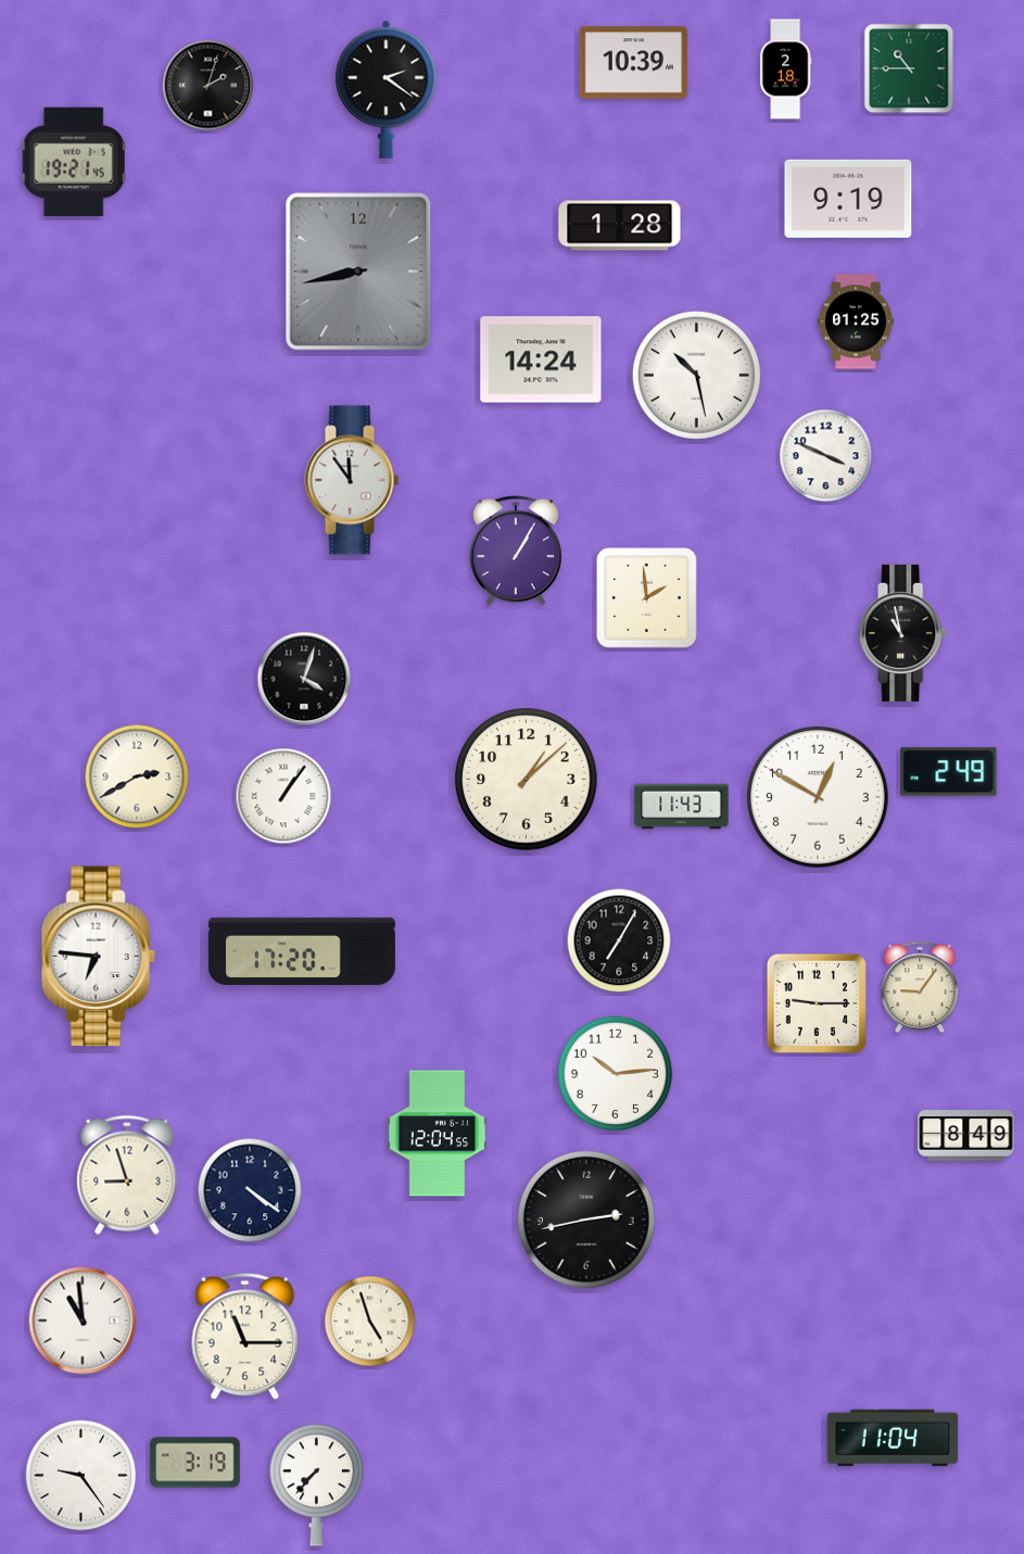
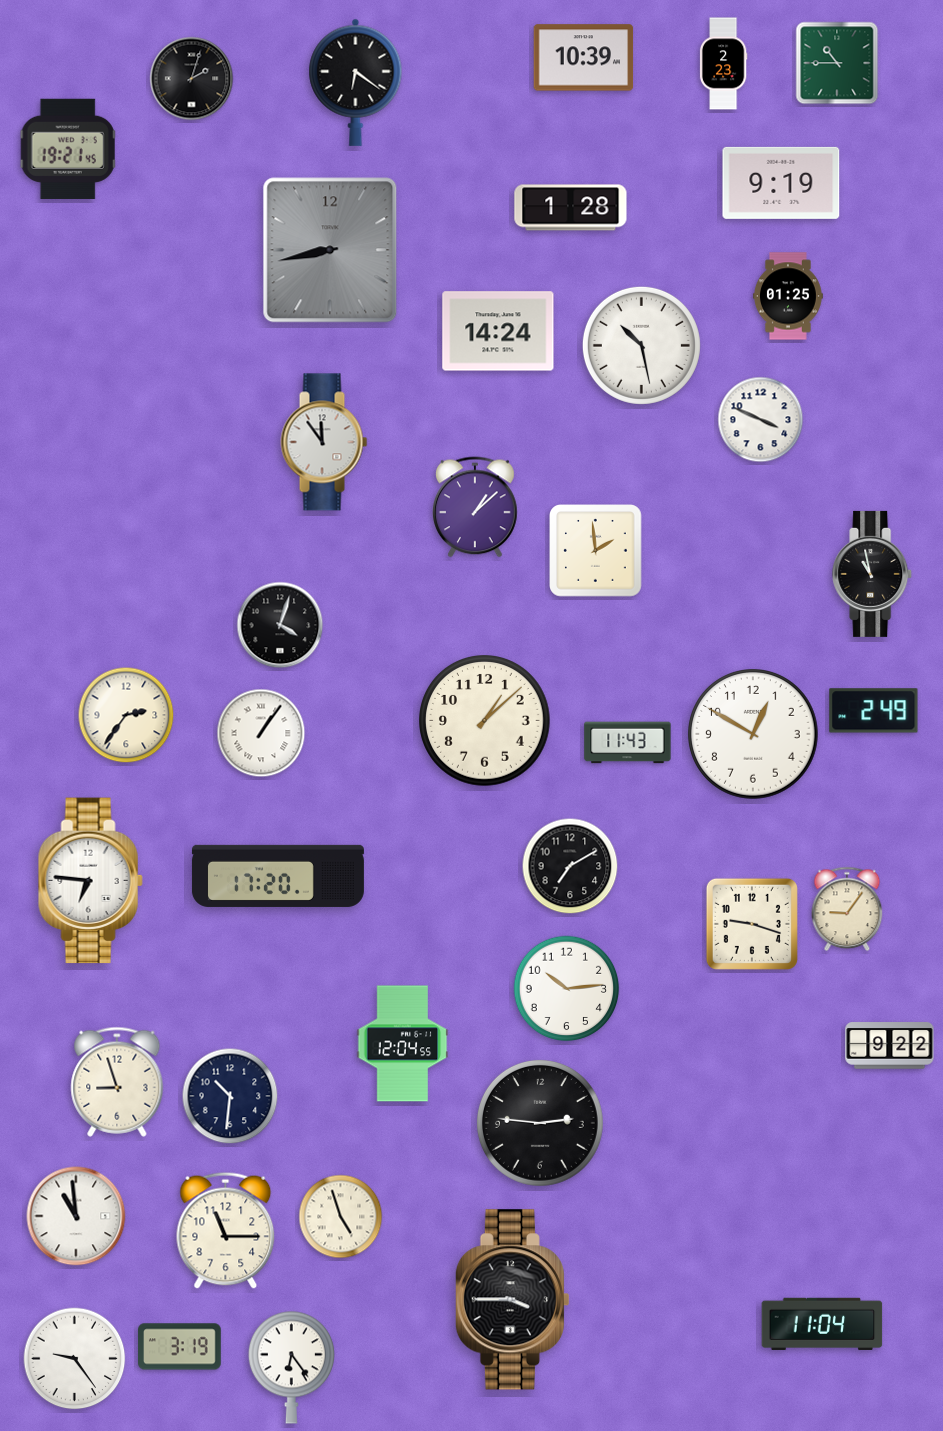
clock at (785, 70): 2:18 -> 2:23
clock at (387, 89): 2:21 -> 6:21
clock at (517, 551): 1:05 -> 1:08
clock at (903, 633) position: (903, 633) -> (873, 574)
clock at (137, 776): 2:40 -> 2:36
clock at (527, 780) position: (527, 780) -> (485, 721)
clock at (619, 940): 7:05 -> 7:10
clock at (817, 1003): 9:15 -> 9:18
clock at (966, 1136): 8:49 -> 9:22
clock at (250, 1190): 4:21 -> 10:31
clock at (586, 1220): 2:43 -> 2:46
clock at (512, 1300): none -> 3:45
clock at (316, 1484): 7:37 -> 6:24
